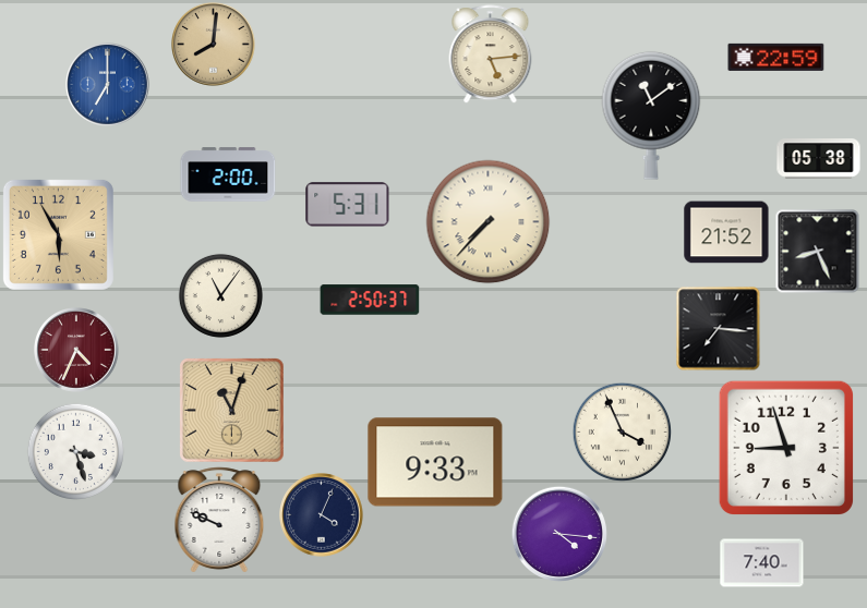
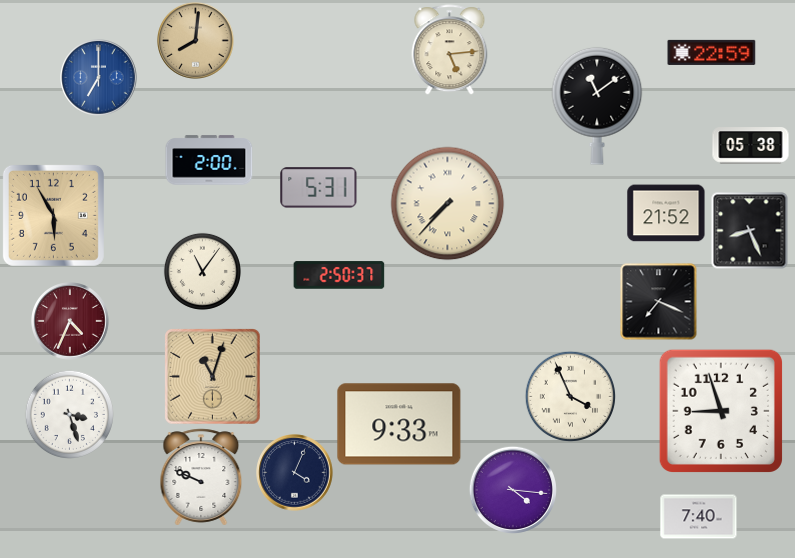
clock at (719, 329): 7:16 -> 7:19
